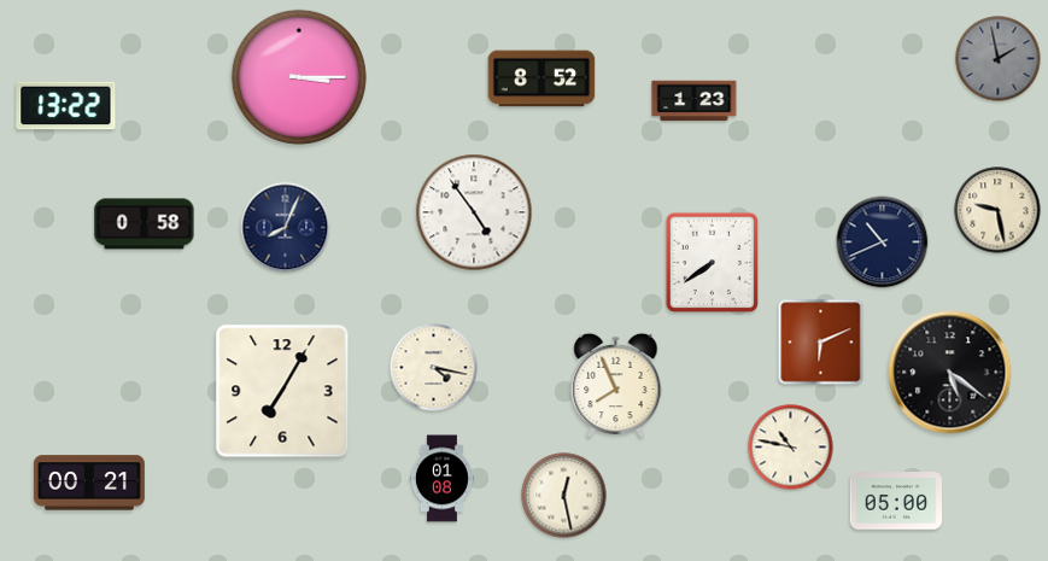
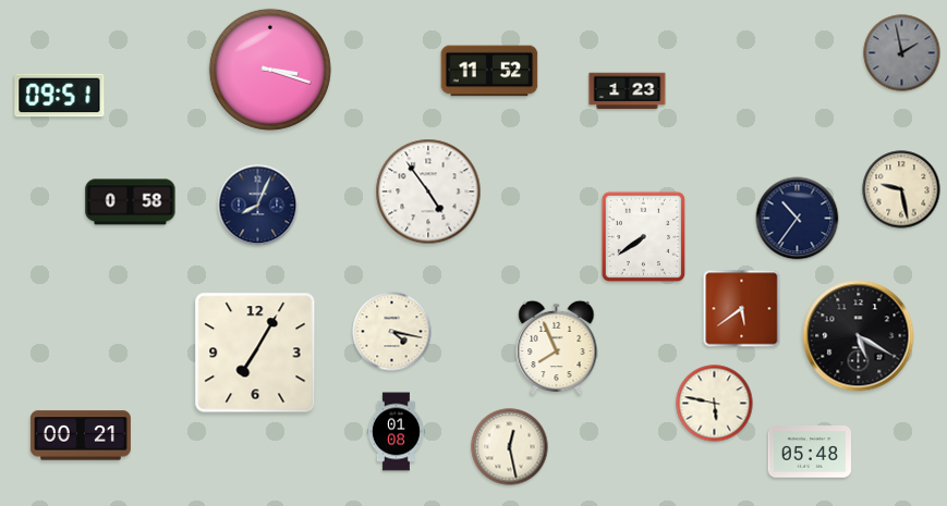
clock at (299, 77): 3:15 -> 3:18
clock at (541, 78): 8:52 -> 11:52
clock at (66, 106): 13:22 -> 09:51
clock at (883, 242): 10:41 -> 10:36
clock at (821, 343): 6:11 -> 5:39
clock at (950, 373): 5:21 -> 5:20
clock at (791, 448): 10:47 -> 5:47
clock at (441, 479) position: (441, 479) -> (396, 432)
clock at (895, 501): 05:00 -> 05:48
